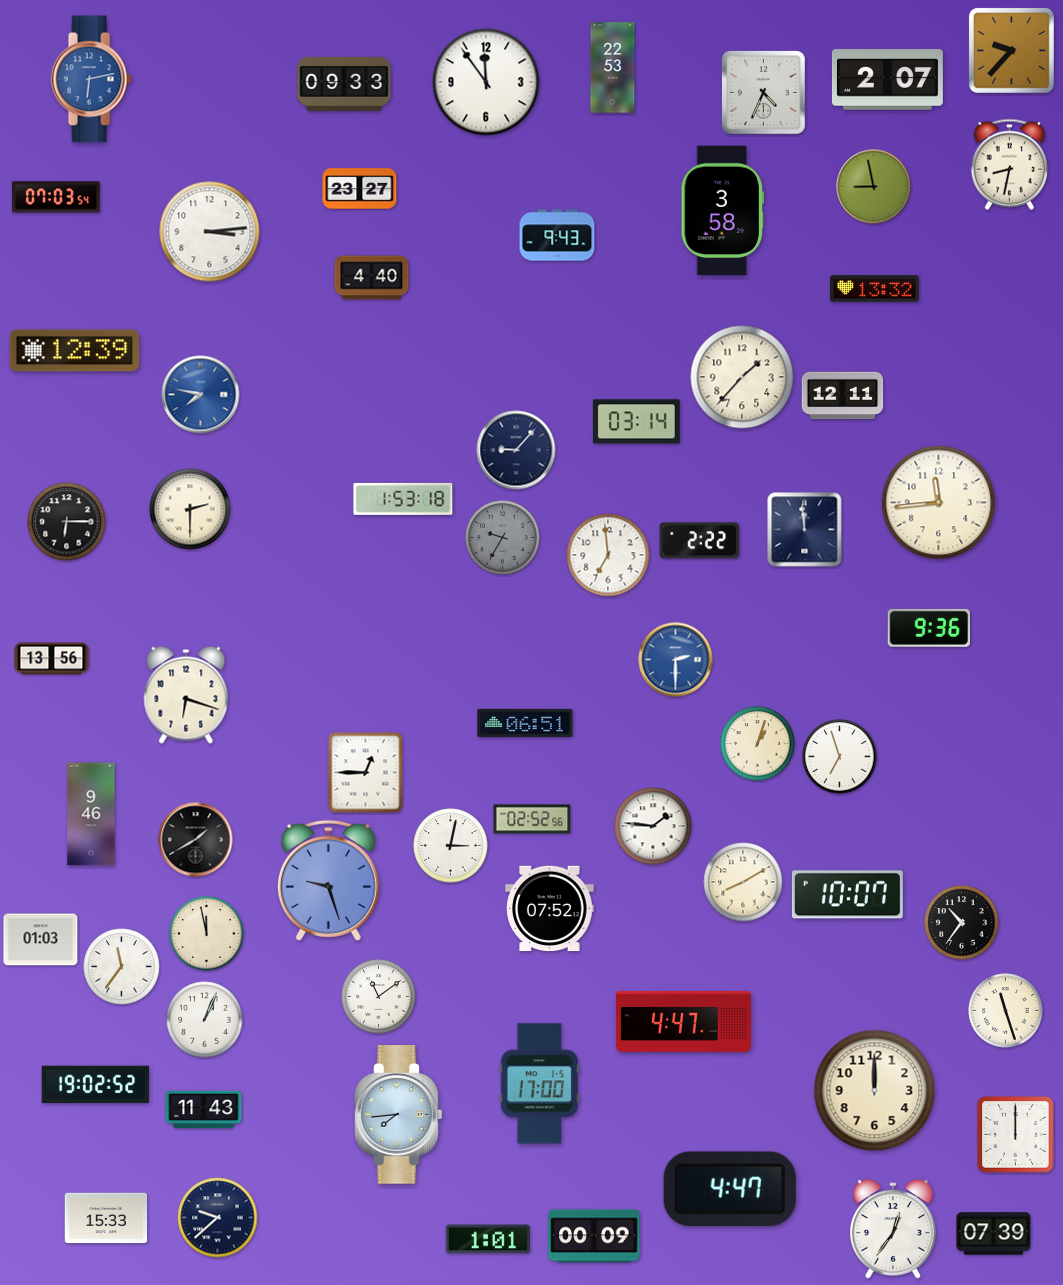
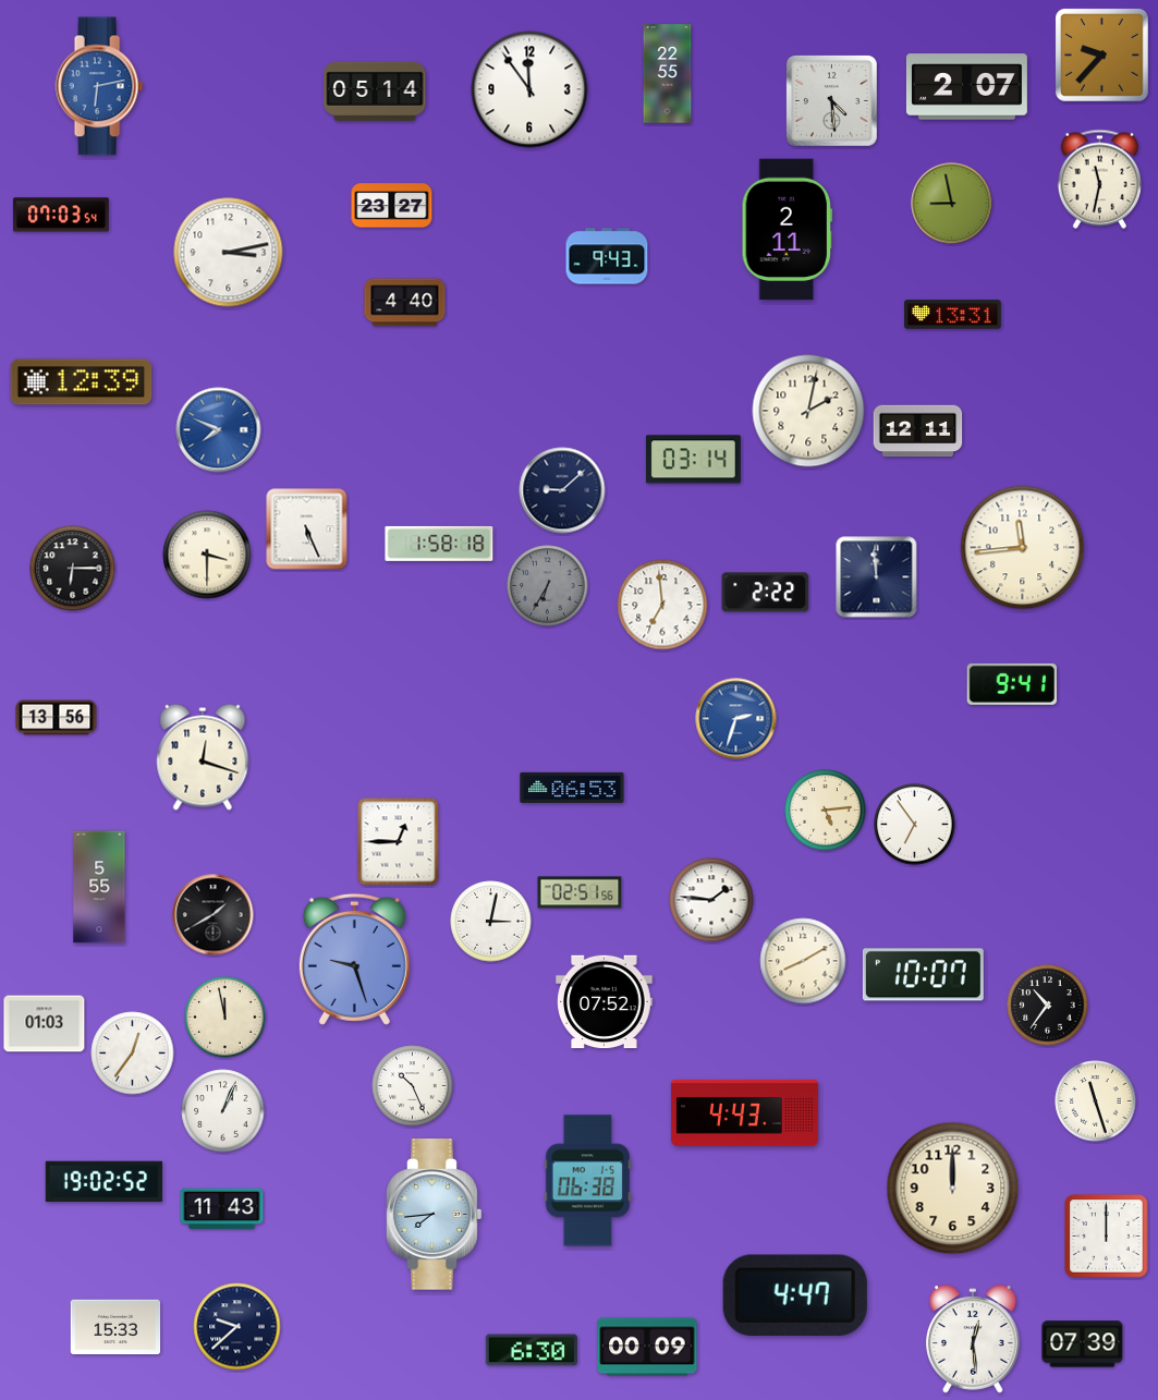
clock at (613, 68): 22:53 -> 22:55
clock at (344, 84): 09:33 -> 05:14
clock at (764, 93): 4:34 -> 4:29
clock at (1009, 164): 8:32 -> 11:32
clock at (723, 211): 3:58 -> 2:11
clock at (210, 232): 3:14 -> 3:13
clock at (875, 289): 13:32 -> 13:31
clock at (742, 377): 1:37 -> 2:02
clock at (201, 395): 7:47 -> 7:49
clock at (516, 450): 9:07 -> 9:08
clock at (307, 529): none -> 5:26
clock at (403, 499): 1:53 -> 1:58
clock at (190, 509): 2:30 -> 3:30
clock at (503, 538): 9:35 -> 6:35
clock at (700, 541) position: (700, 541) -> (766, 593)
clock at (928, 628): 9:36 -> 9:41
clock at (676, 660): 2:30 -> 2:33
clock at (186, 695): 6:18 -> 12:18
clock at (525, 723): 06:51 -> 06:53
clock at (758, 744): 1:03 -> 5:14
clock at (840, 757): 6:57 -> 6:54
clock at (91, 814): 9:46 -> 5:55
clock at (532, 819): 02:52 -> 02:51
clock at (328, 880) position: (328, 880) -> (354, 959)
clock at (743, 882) position: (743, 882) -> (803, 961)
clock at (550, 909) position: (550, 909) -> (605, 1002)
clock at (122, 967): 11:36 -> 12:36
clock at (379, 997): 11:09 -> 10:26
clock at (683, 1021): 4:47 -> 4:43
clock at (539, 1084): 17:00 -> 06:38
clock at (893, 1229): 12:36 -> 12:29
clock at (488, 1239): 1:01 -> 6:30
